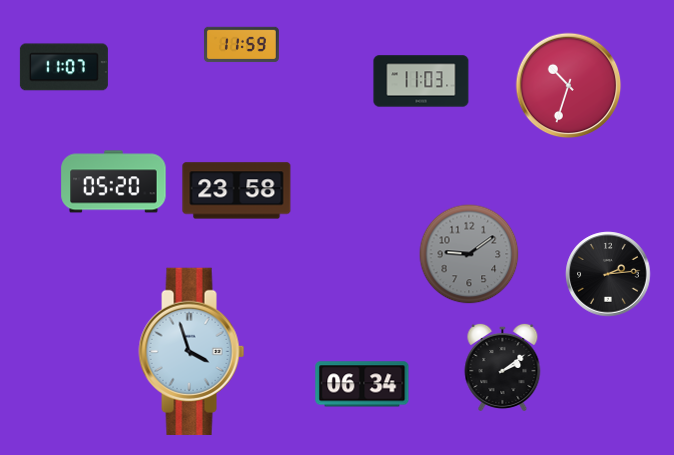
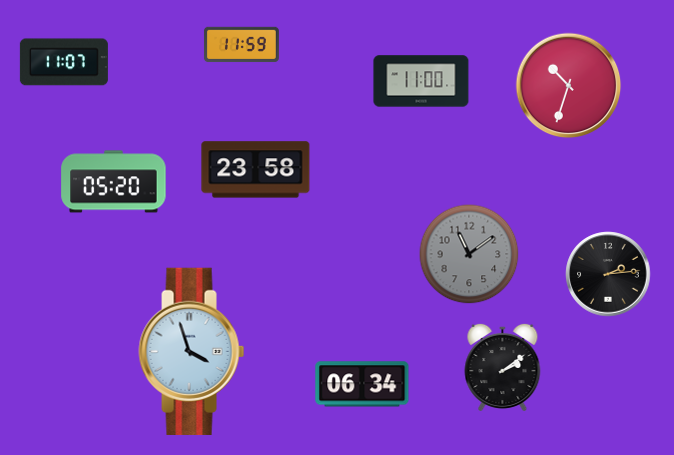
clock at (64, 67) position: (64, 67) -> (64, 62)
clock at (421, 81): 11:03 -> 11:00
clock at (237, 191) position: (237, 191) -> (256, 170)
clock at (469, 254): 9:09 -> 11:09
